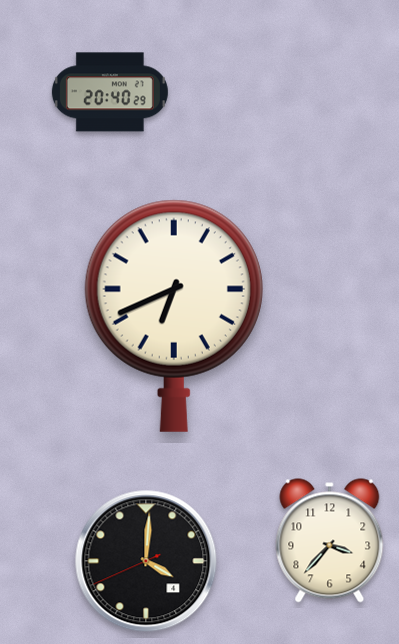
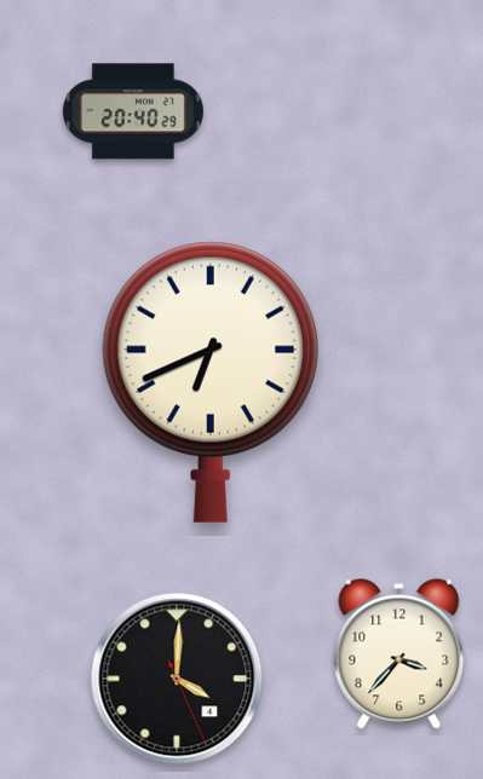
clock at (146, 561): 4:00:41 -> 4:00:26
